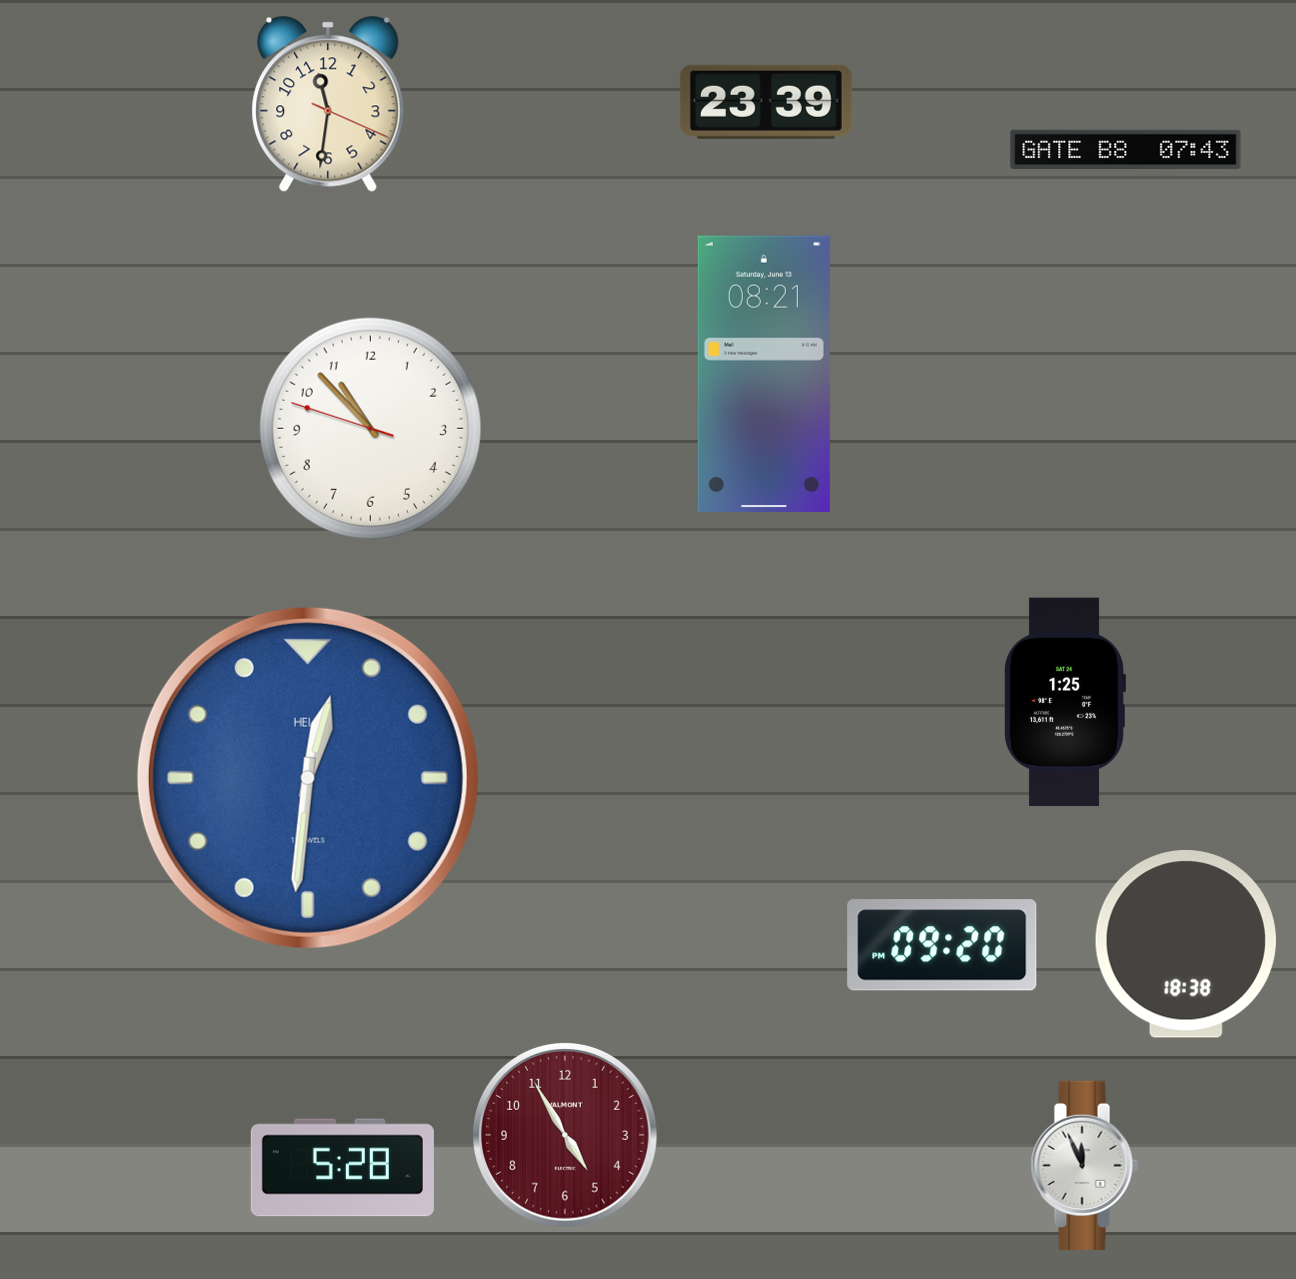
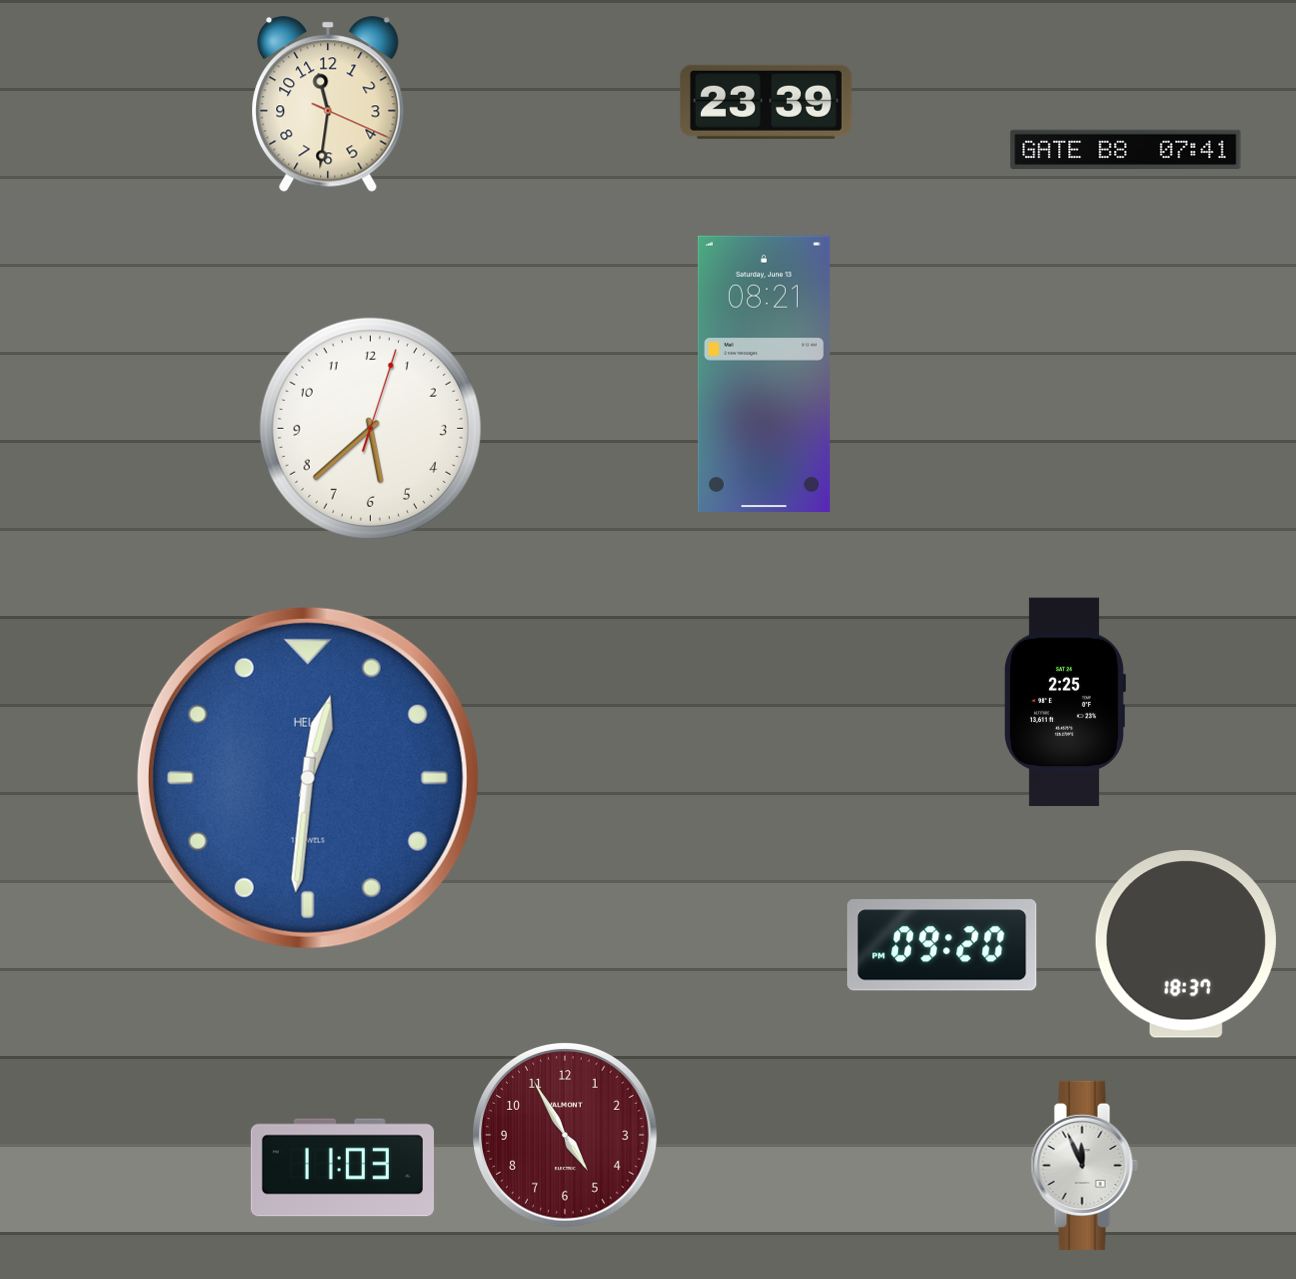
clock at (1126, 150): 07:43 -> 07:41
clock at (370, 428): 10:52 -> 5:38
clock at (1065, 702): 1:25 -> 2:25
clock at (1186, 945): 18:38 -> 18:37
clock at (342, 1168): 5:28 -> 11:03
